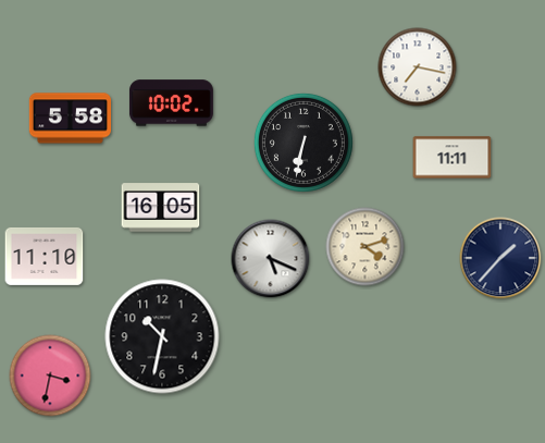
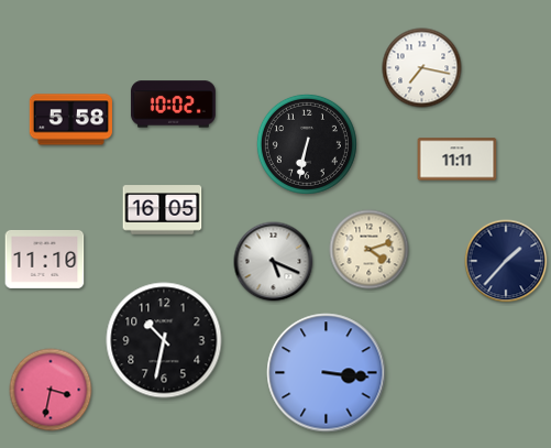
clock at (327, 373): none -> 3:16
clock at (50, 376) position: (50, 376) -> (51, 390)
